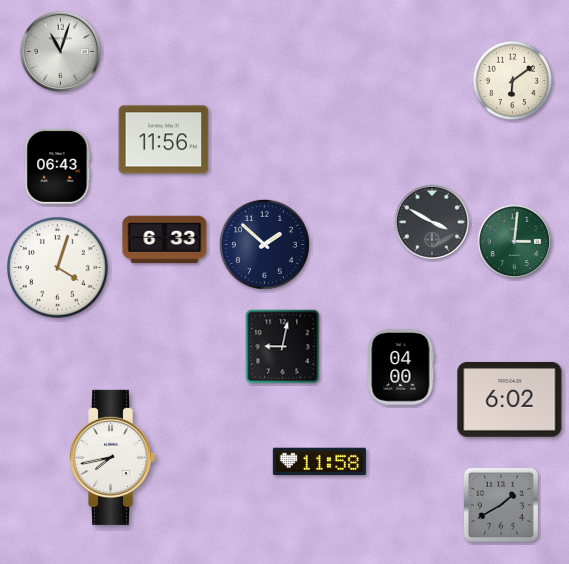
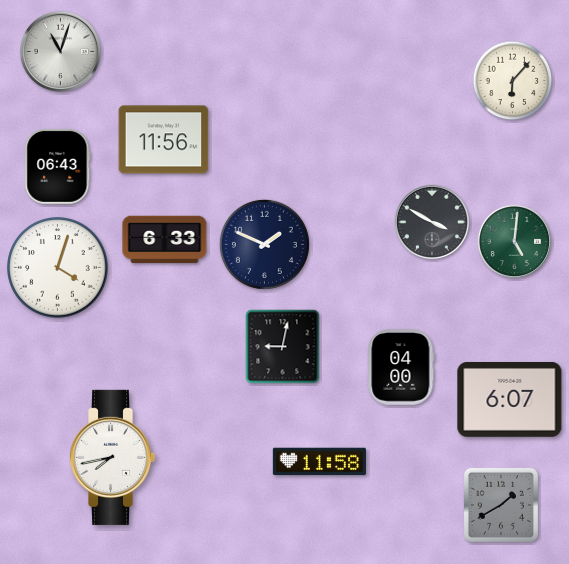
clock at (513, 81): 6:09 -> 6:07
clock at (515, 242): 3:01 -> 5:01
clock at (264, 244): 1:52 -> 1:49
clock at (510, 399): 6:02 -> 6:07
